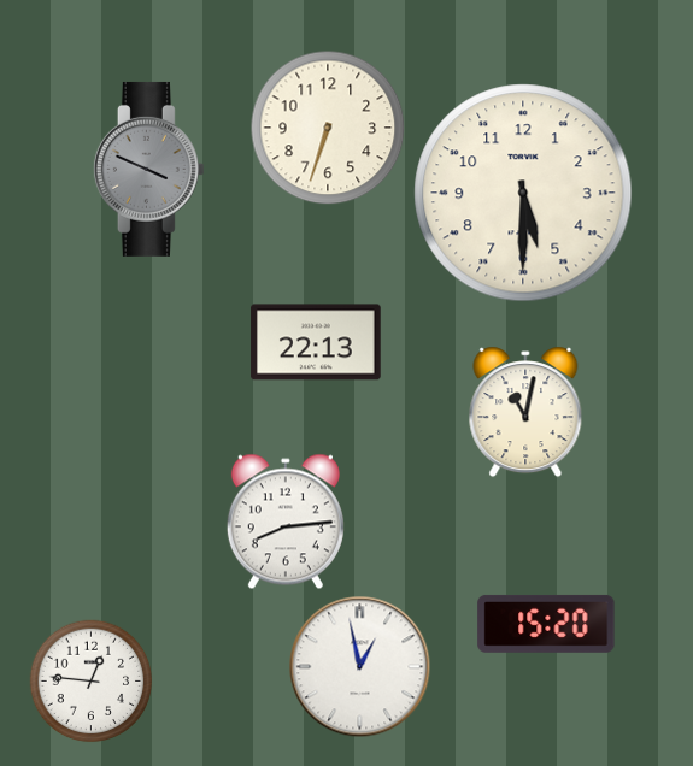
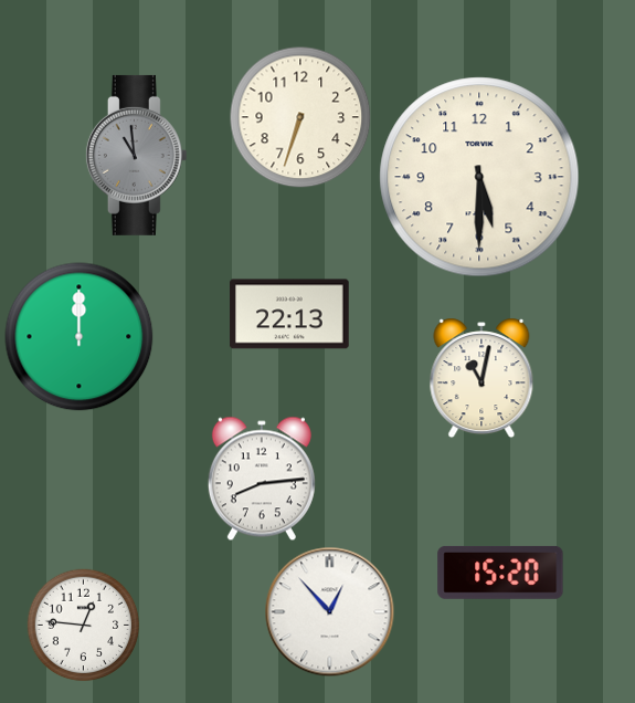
clock at (148, 169): 3:49 -> 10:59
clock at (80, 337): none -> 12:00
clock at (360, 667): 12:58 -> 12:53
